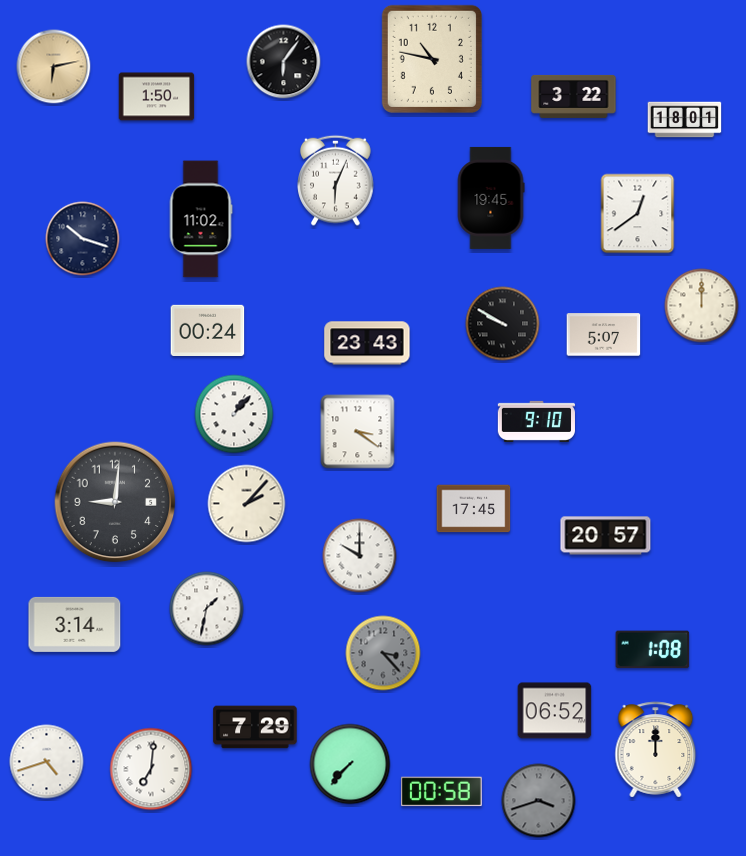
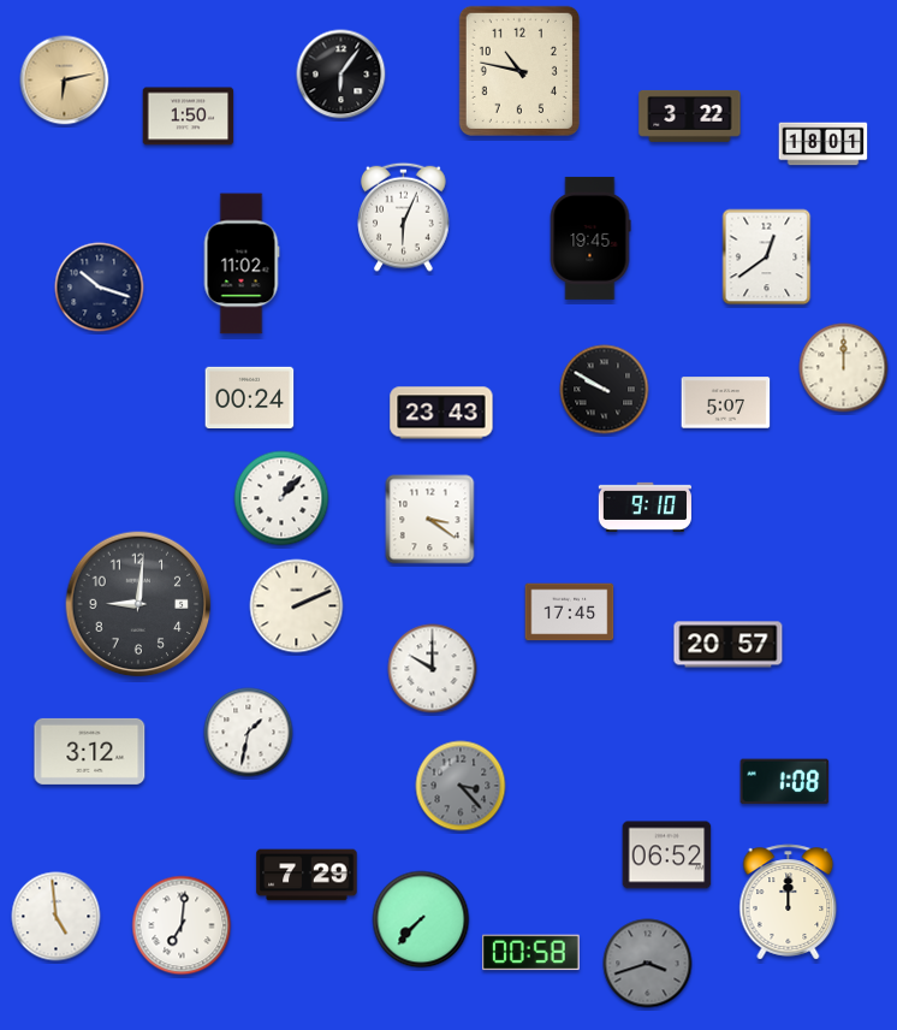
clock at (247, 504): 2:07 -> 2:11
clock at (75, 624): 3:14 -> 3:12
clock at (47, 762): 4:42 -> 4:59
